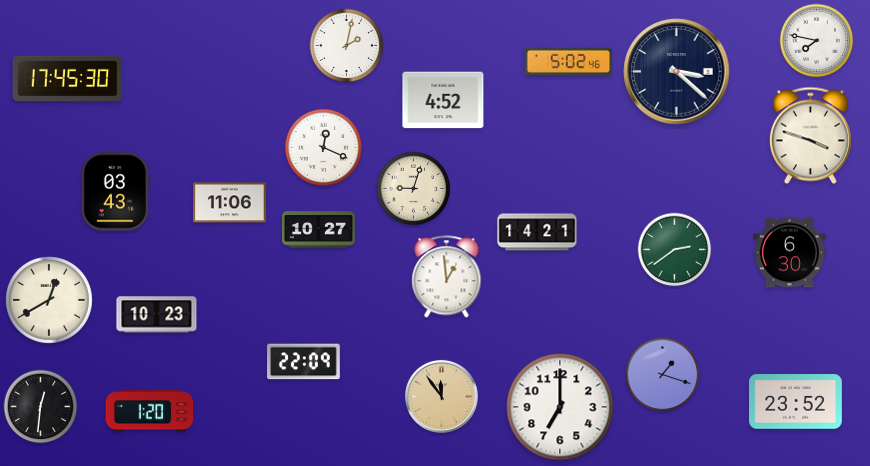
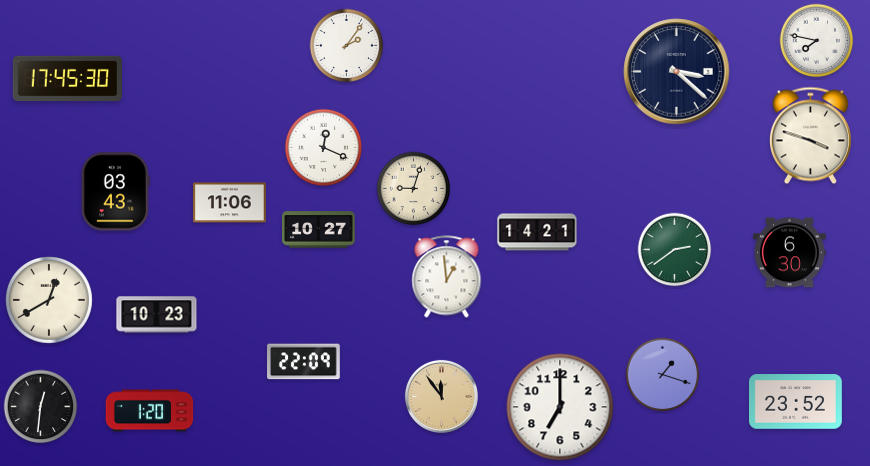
clock at (347, 46): 2:02 -> 2:06
clock at (569, 61): 5:02 -> none
clock at (443, 100): 4:52 -> none
